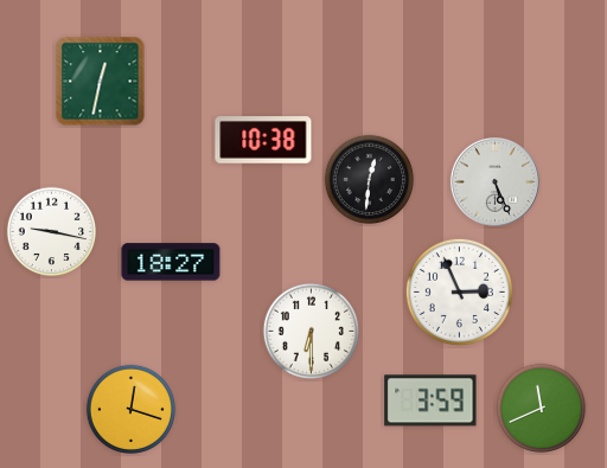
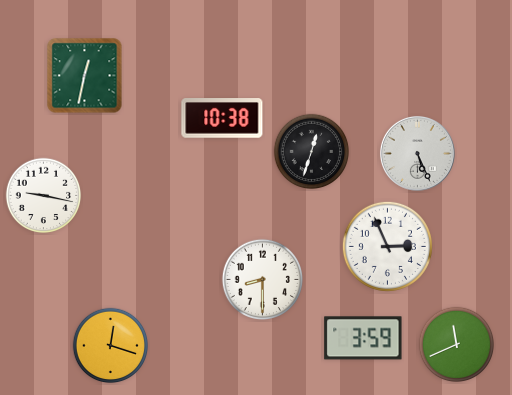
clock at (101, 82) position: (101, 82) -> (85, 76)
clock at (370, 180): 12:31 -> 12:33
clock at (171, 262): 18:27 -> none
clock at (311, 331): 6:30 -> 8:30
